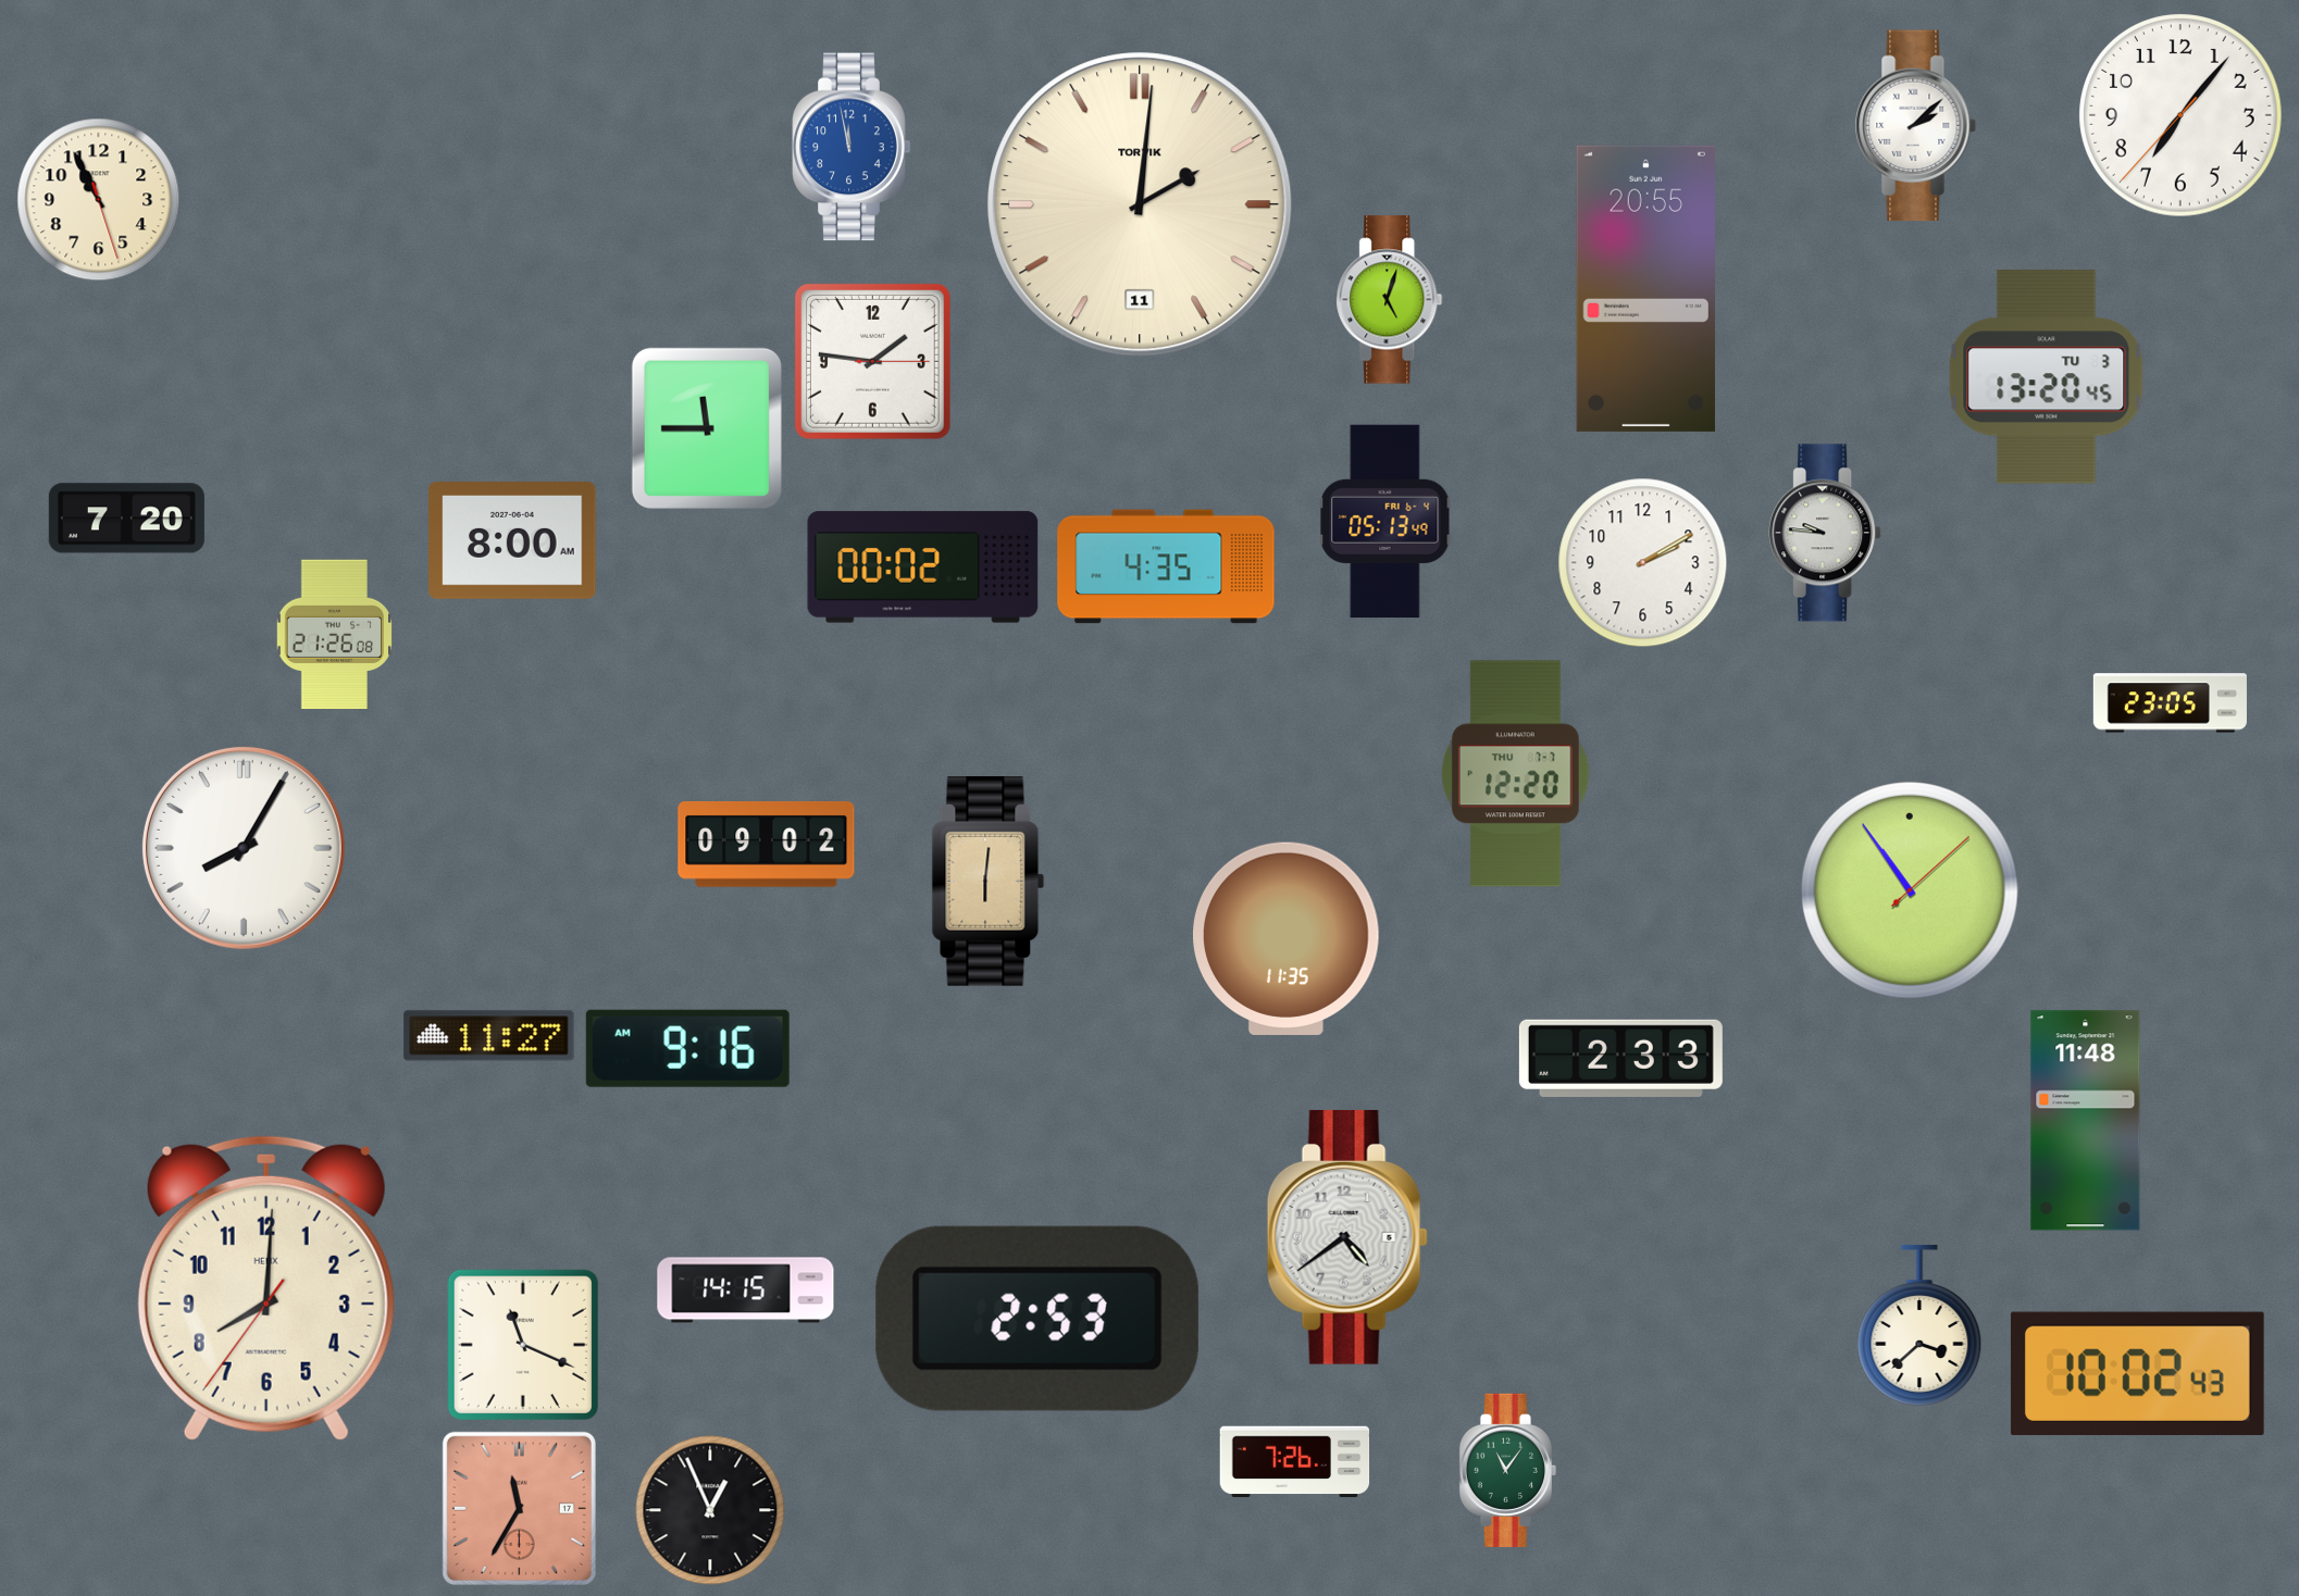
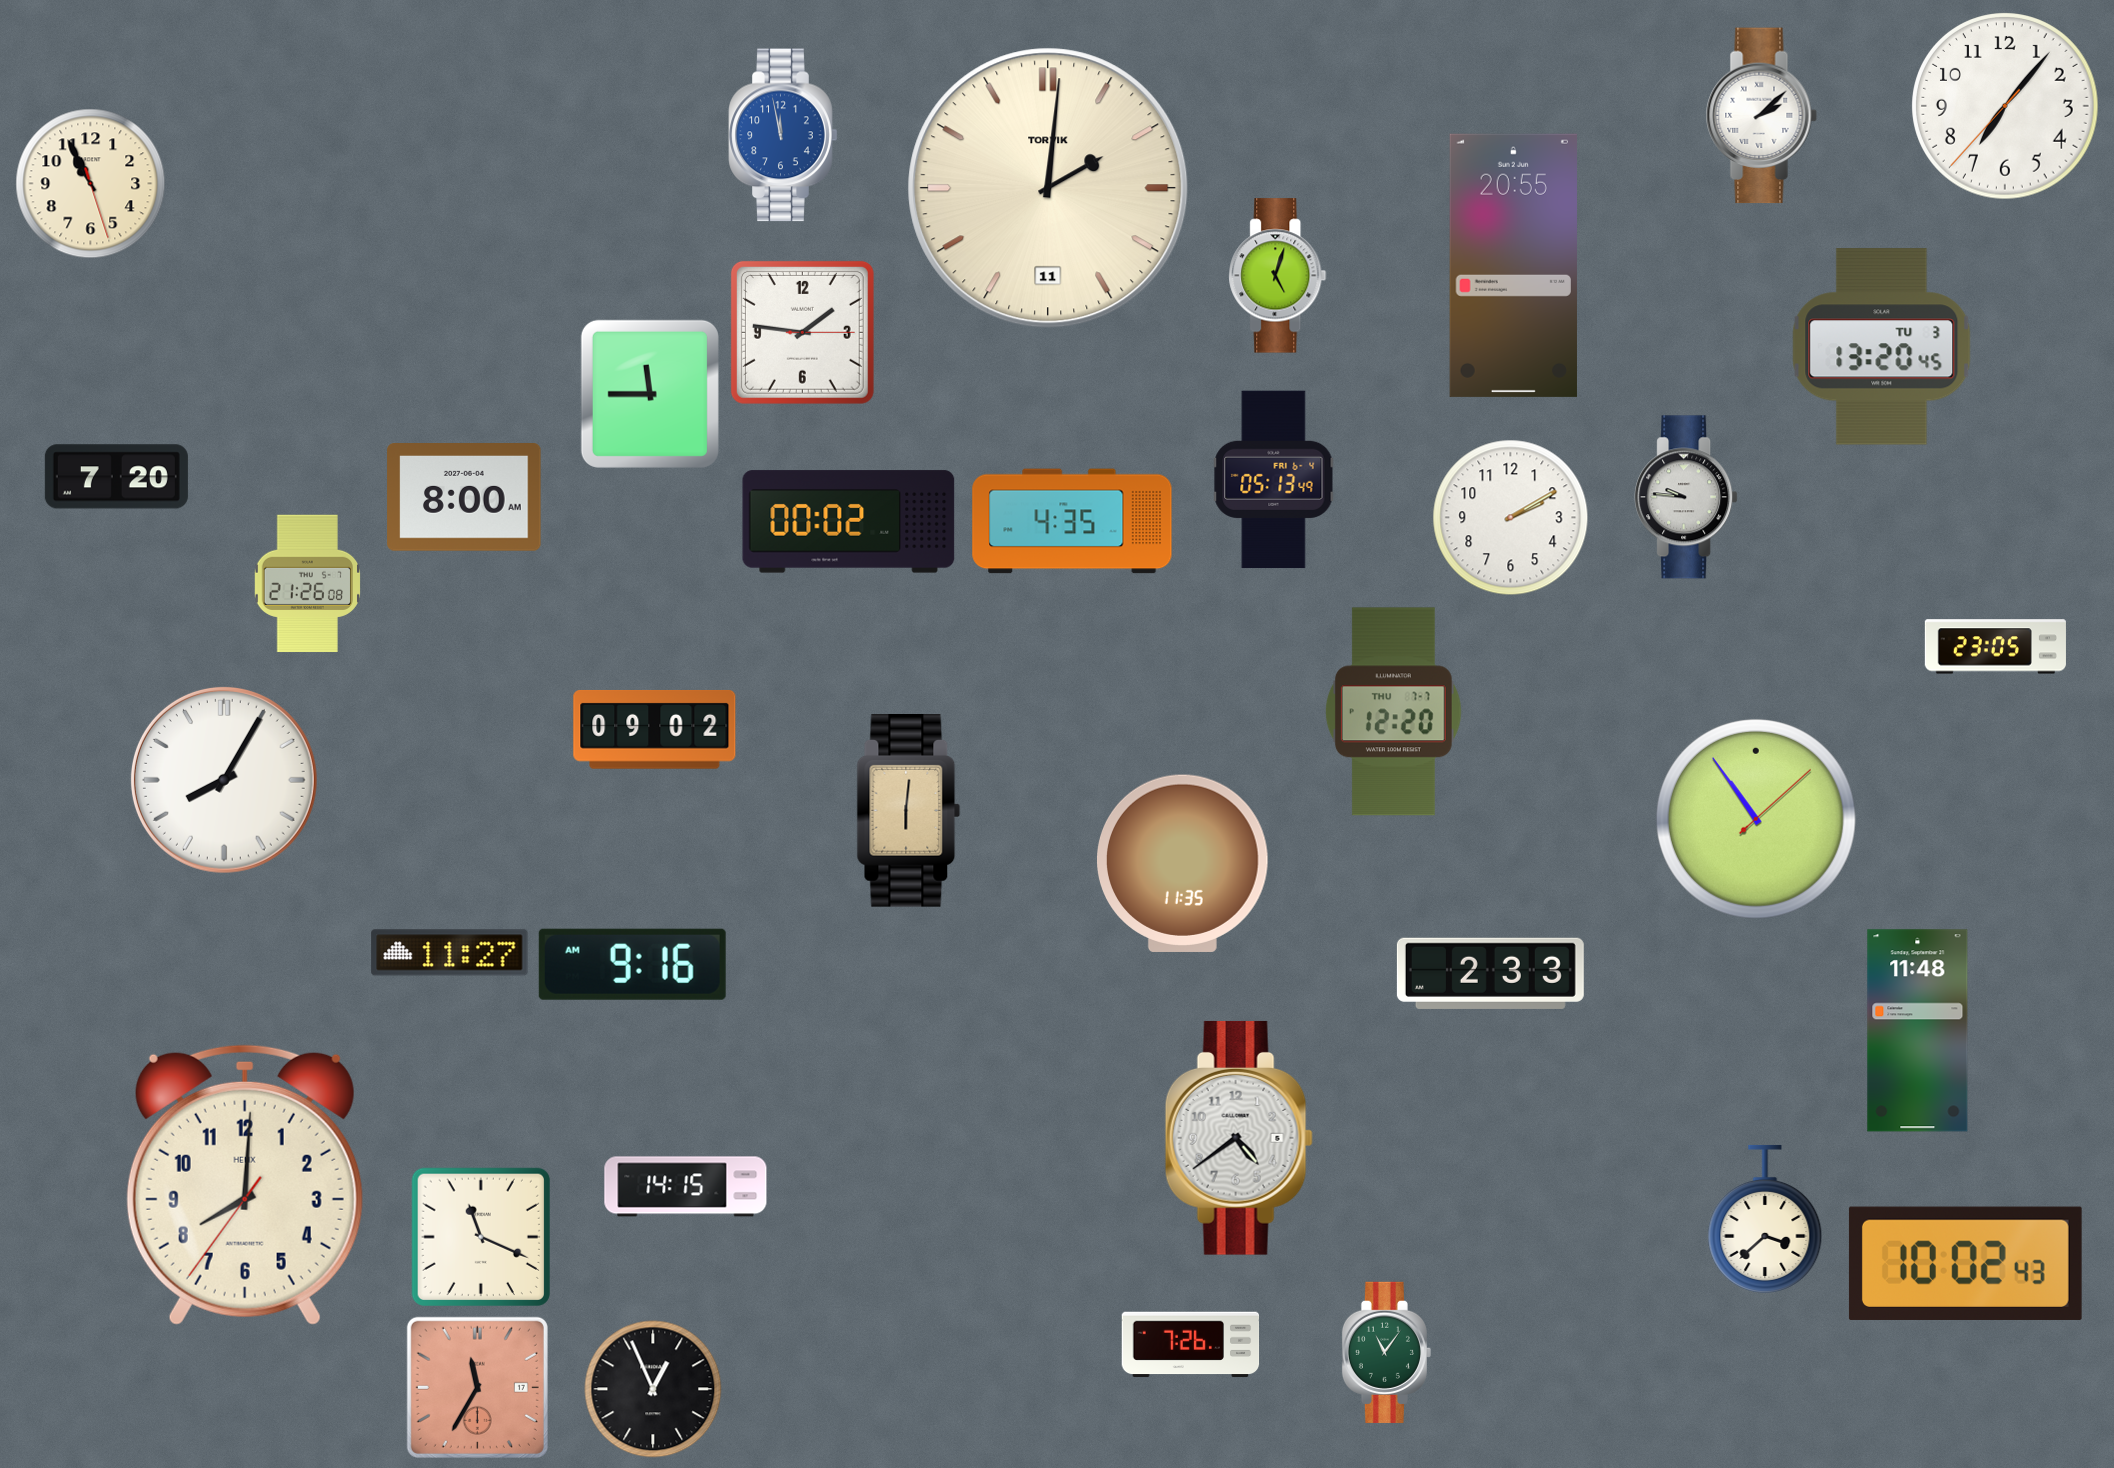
clock at (1825, 533) position: (1825, 533) -> (1686, 497)
clock at (512, 541) position: (512, 541) -> (464, 498)
clock at (767, 845) position: (767, 845) -> (655, 730)
clock at (1037, 1319): 2:53 -> none
